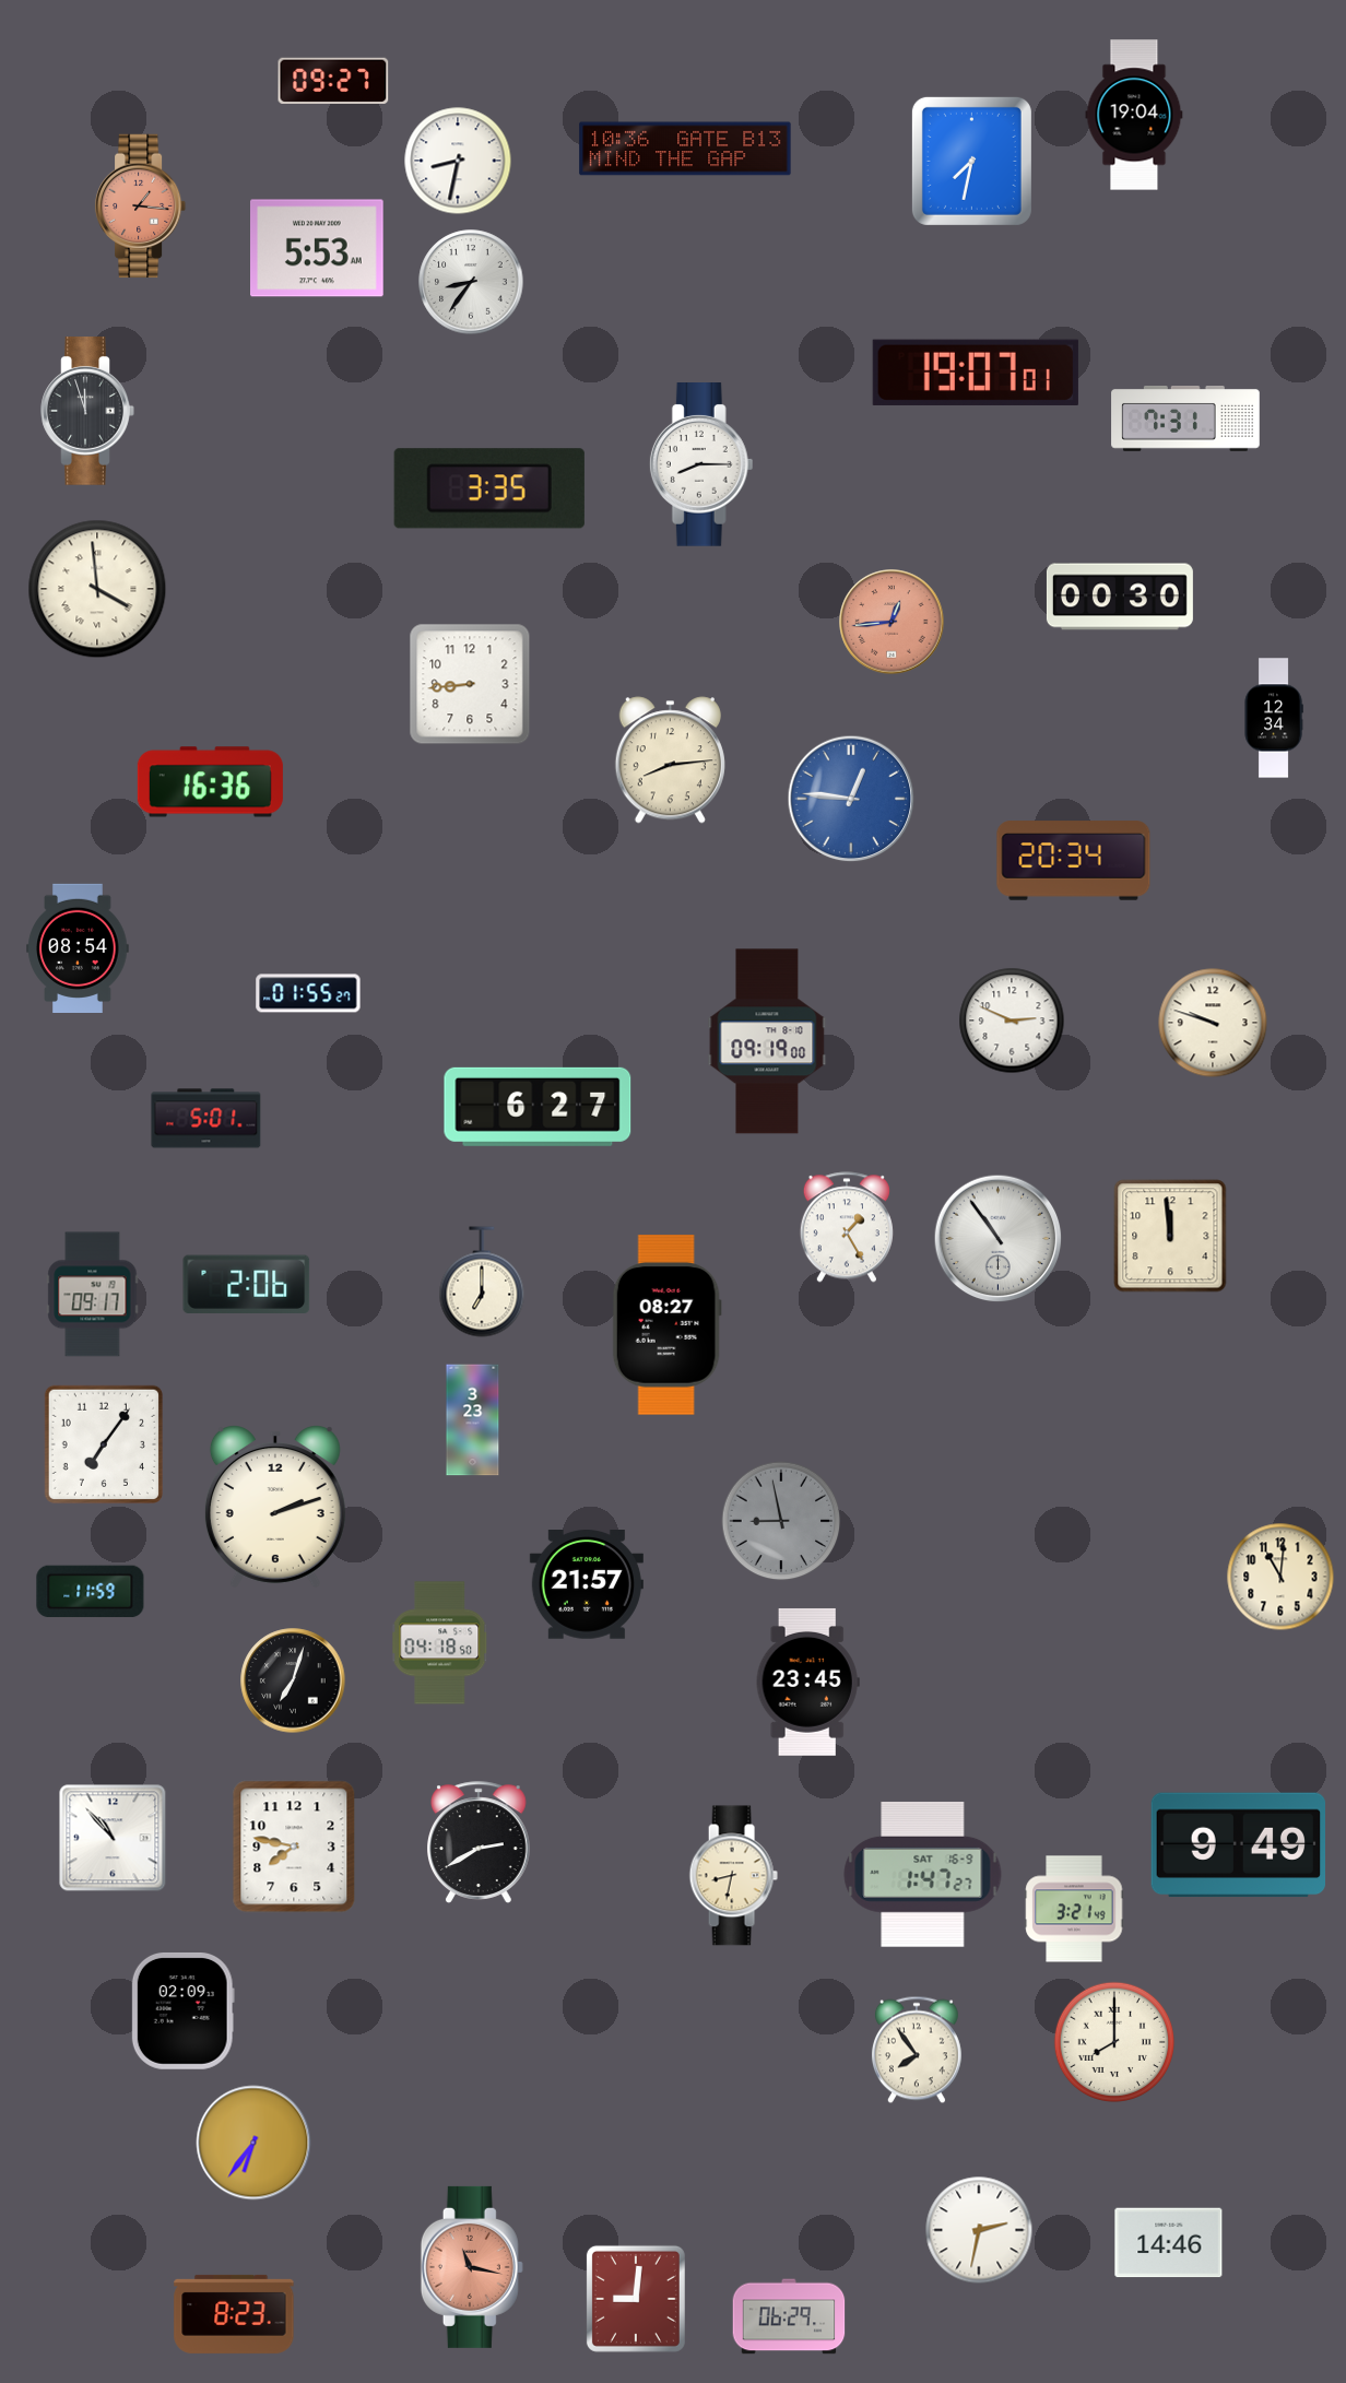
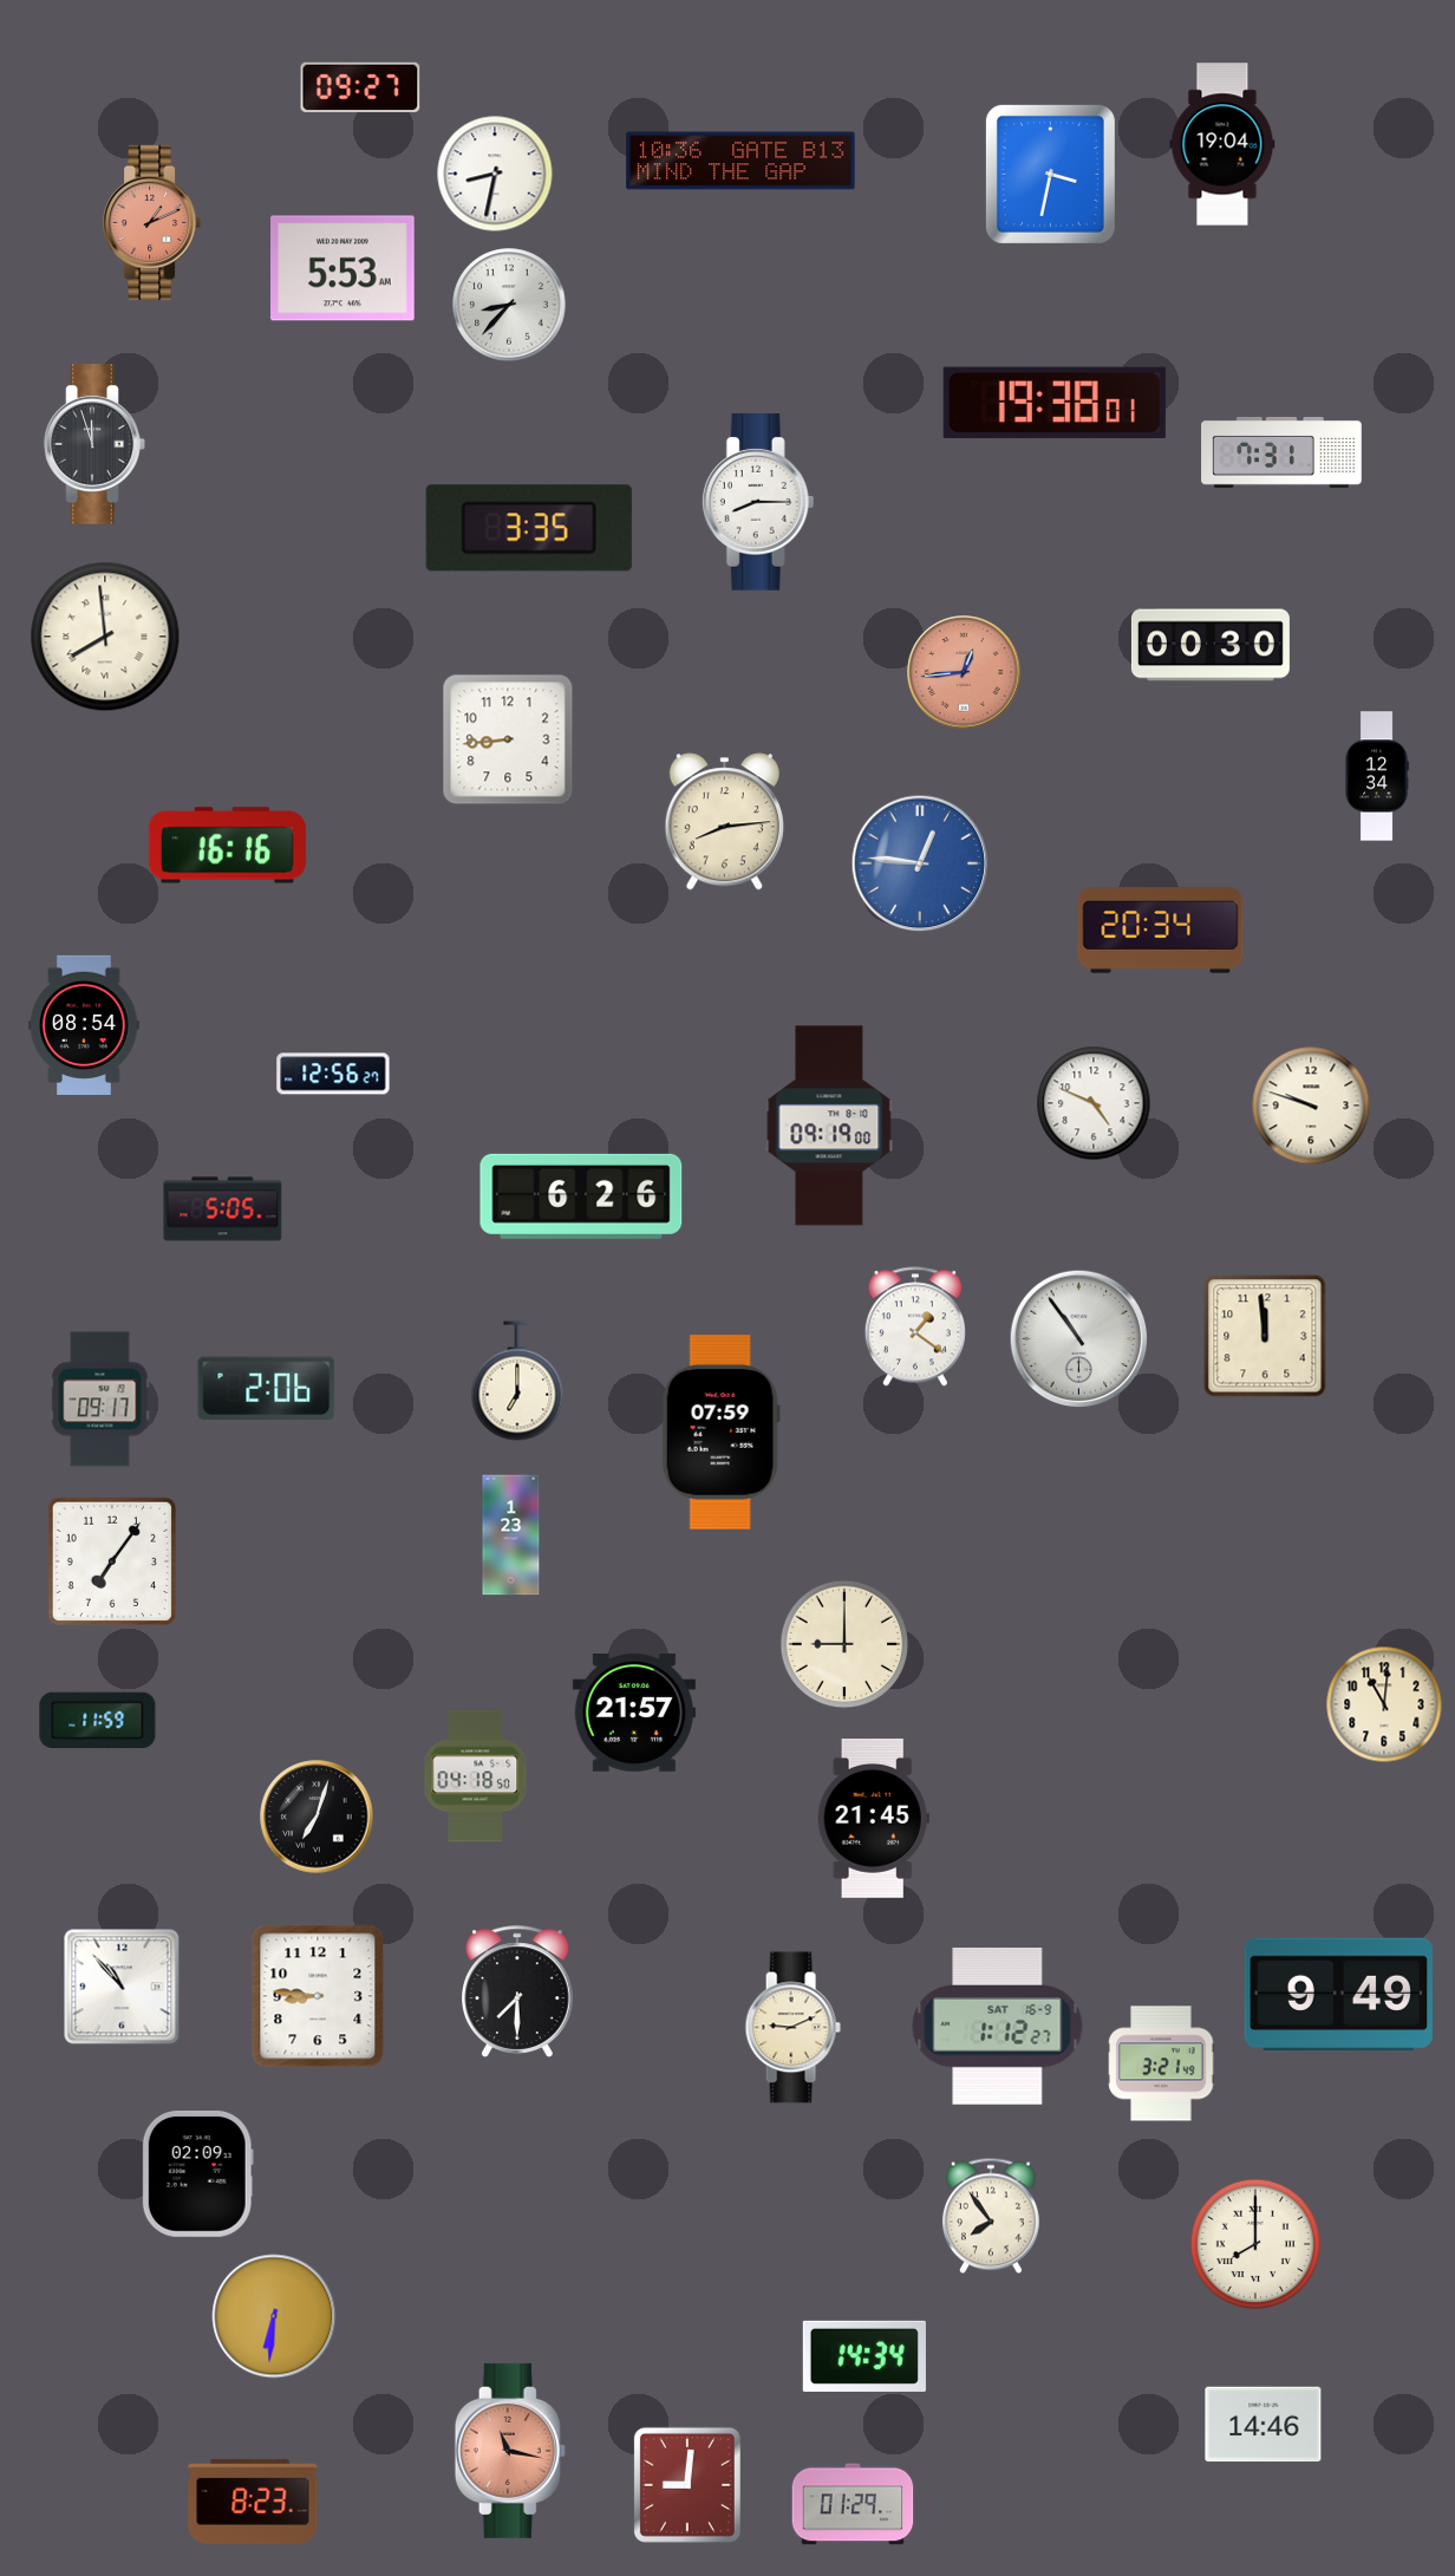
clock at (1134, 115) position: (1134, 115) -> (1222, 144)
clock at (971, 161): 7:32 -> 3:32
clock at (141, 207): 1:16 -> 1:11
clock at (471, 282): 8:36 -> 8:37
clock at (976, 373): 19:07 -> 19:38
clock at (97, 589): 3:59 -> 7:59
clock at (210, 782): 16:36 -> 16:16
clock at (308, 993): 01:55 -> 12:56
clock at (1012, 1021): 2:49 -> 4:49
clock at (538, 1107): 6:27 -> 6:26
clock at (206, 1119): 5:01 -> 5:05
clock at (847, 1227): 1:25 -> 1:21
clock at (482, 1282) position: (482, 1282) -> (517, 1381)
clock at (666, 1325): 08:27 -> 07:59
clock at (473, 1420): 3:23 -> 1:23
clock at (275, 1507): 2:12 -> none
clock at (781, 1521): 8:58 -> 9:00
clock at (781, 1521) dial: grey -> cream
clock at (807, 1682): 23:45 -> 21:45
clock at (480, 1842): 2:40 -> 7:30
clock at (294, 1847): 7:47 -> 8:46
clock at (923, 1875): 1:47 -> 1:12
clock at (733, 1876): 8:32 -> 9:11
clock at (1113, 2041) position: (1113, 2041) -> (1254, 2243)
clock at (253, 2143): 6:36 -> 6:31
clock at (864, 2356): none -> 14:34
clock at (979, 2230): 2:32 -> none
clock at (789, 2316): 06:29 -> 01:29
